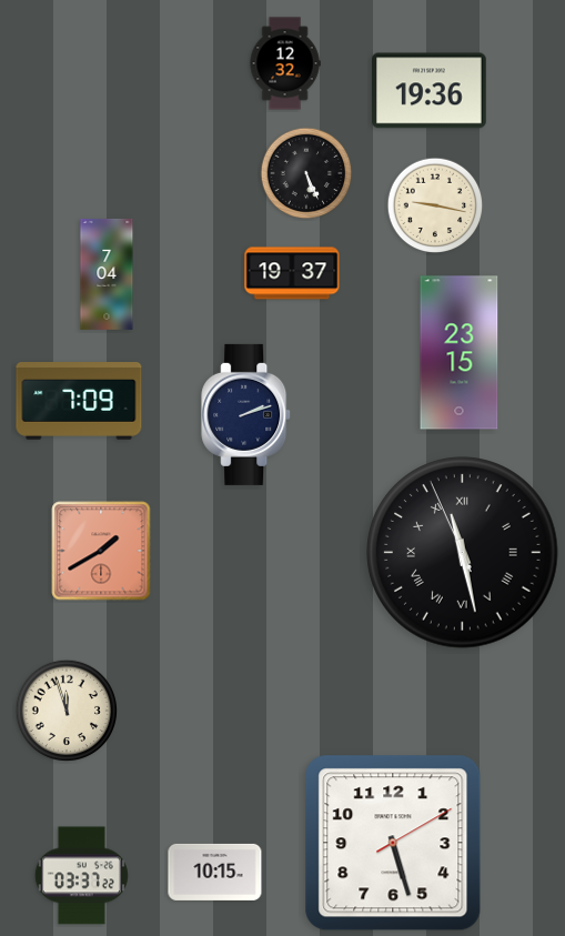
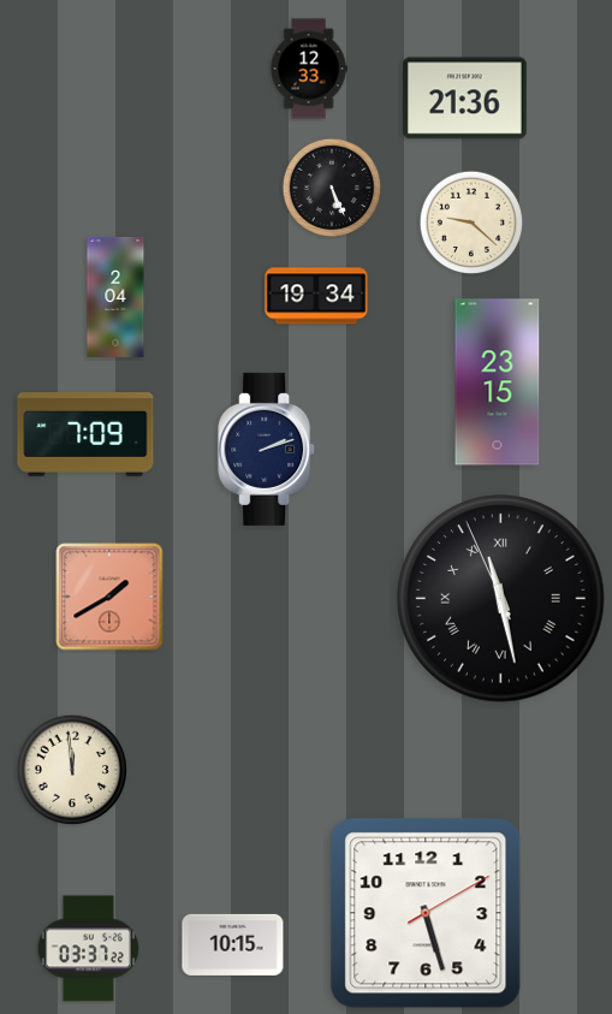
clock at (285, 63): 12:32 -> 12:33
clock at (430, 91): 19:36 -> 21:36
clock at (435, 205): 9:17 -> 9:22
clock at (292, 273): 19:37 -> 19:34
clock at (107, 274): 7:04 -> 2:04
clock at (67, 711): 11:57 -> 11:59
